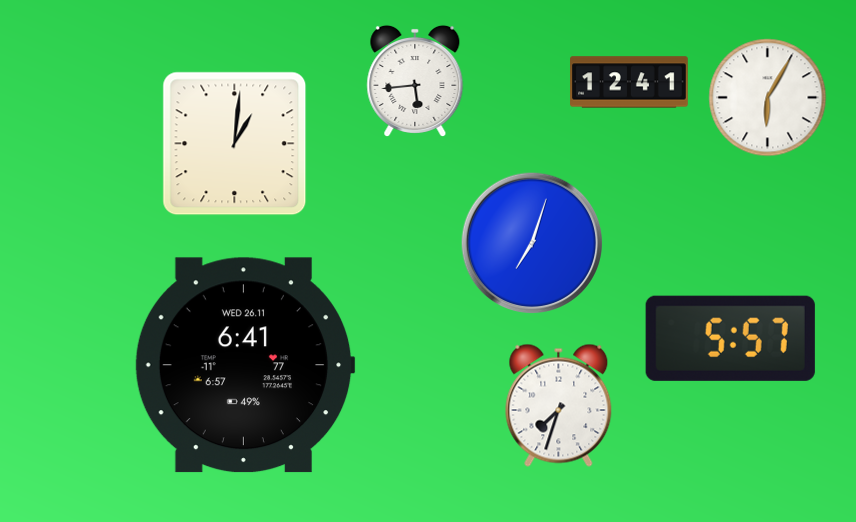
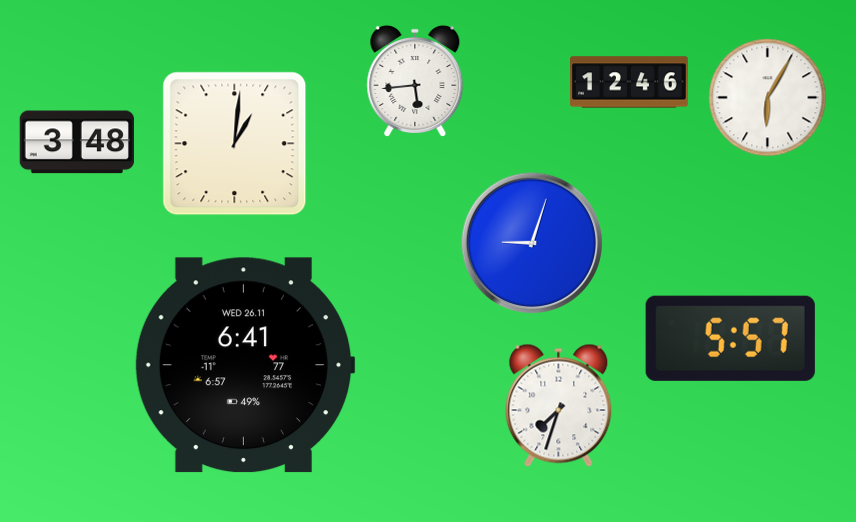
clock at (629, 82): 12:41 -> 12:46
clock at (77, 142): none -> 3:48
clock at (531, 242): 7:03 -> 9:03
